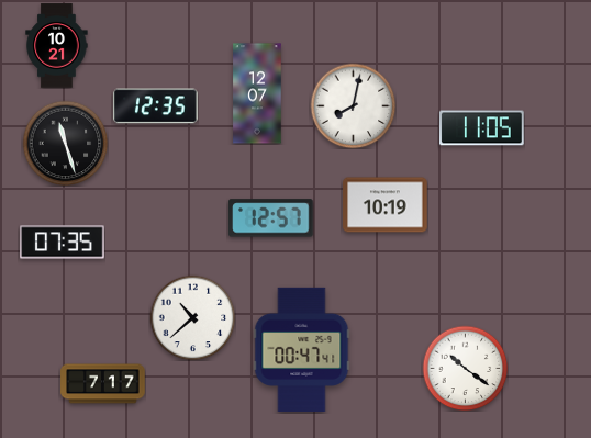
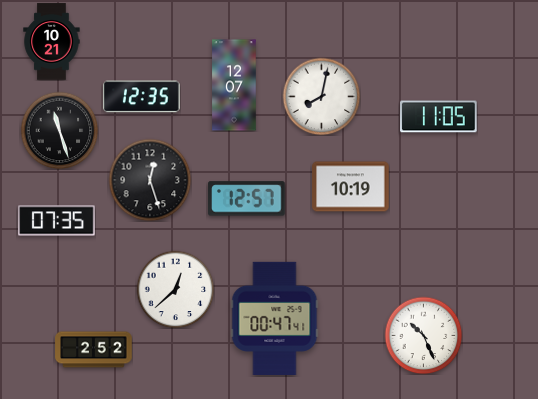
clock at (150, 180): none -> 12:27
clock at (192, 317): 10:38 -> 12:38
clock at (465, 368): 10:21 -> 10:26
clock at (103, 384): 7:17 -> 2:52
